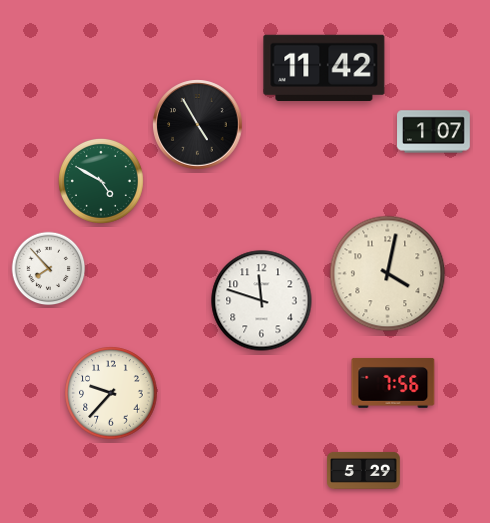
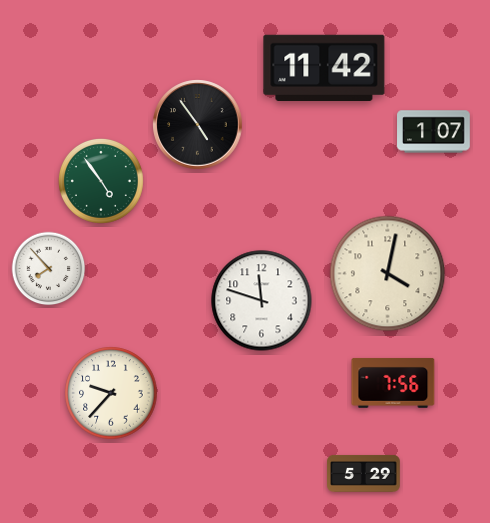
clock at (198, 125): 4:55 -> 4:54
clock at (101, 181): 4:50 -> 4:54
clock at (364, 470) position: (364, 470) -> (364, 473)
